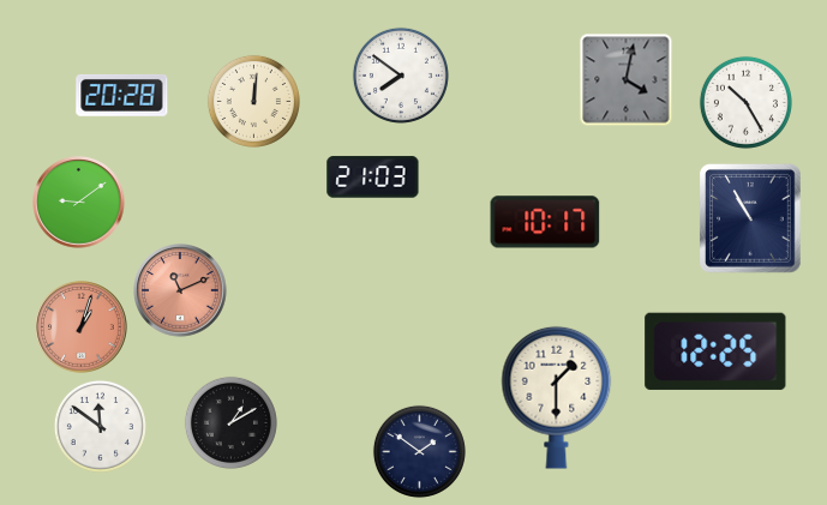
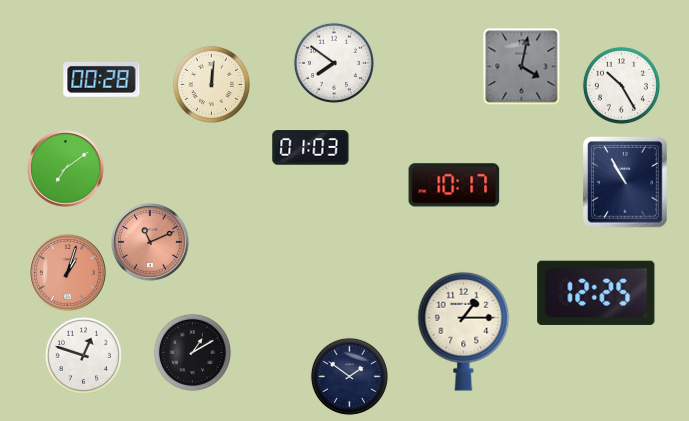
clock at (122, 95): 20:28 -> 00:28
clock at (373, 178): 21:03 -> 01:03
clock at (79, 203): 9:09 -> 7:09
clock at (557, 397): 1:30 -> 1:15
clock at (100, 426): 11:51 -> 12:48
